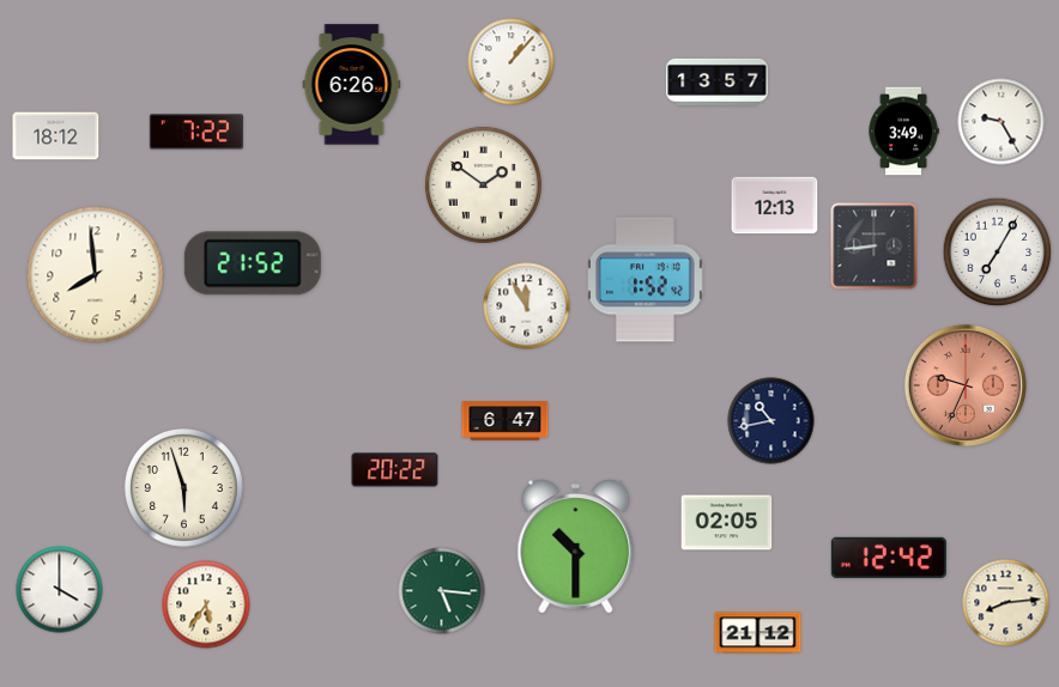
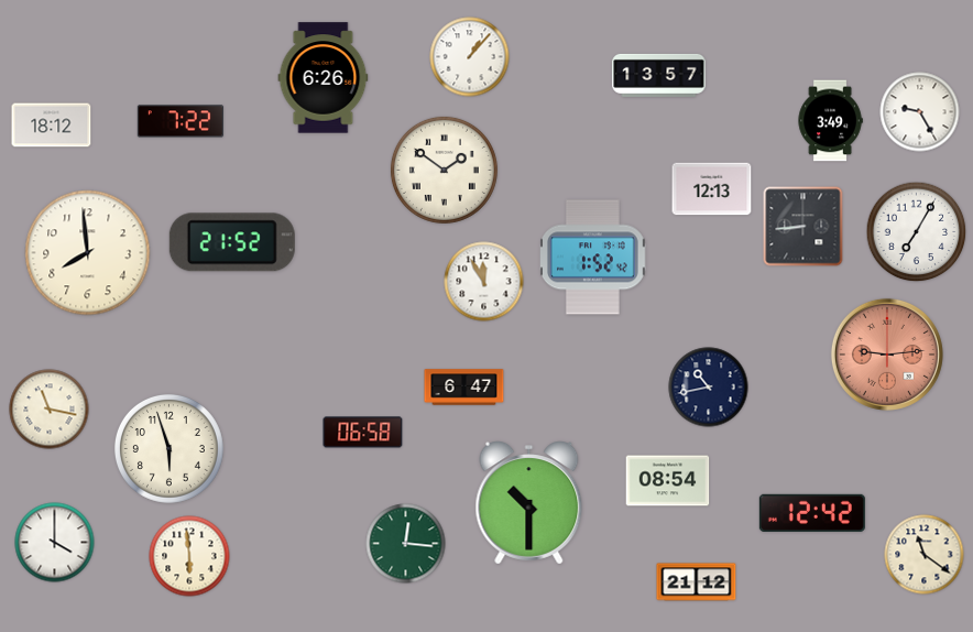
clock at (966, 385): 9:34 -> 9:14
clock at (50, 410): none -> 11:17
clock at (395, 470): 20:22 -> 06:58
clock at (727, 523): 02:05 -> 08:54
clock at (889, 558) position: (889, 558) -> (812, 513)
clock at (442, 591): 5:16 -> 12:16
clock at (1006, 603): 8:14 -> 11:21
clock at (206, 604): 5:36 -> 5:59
